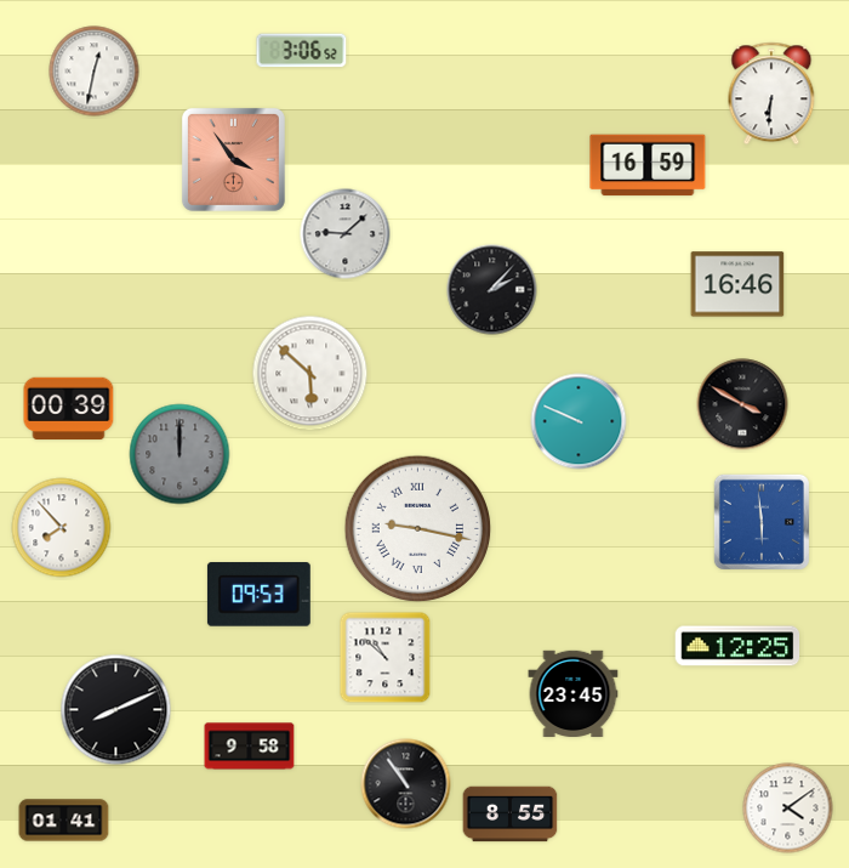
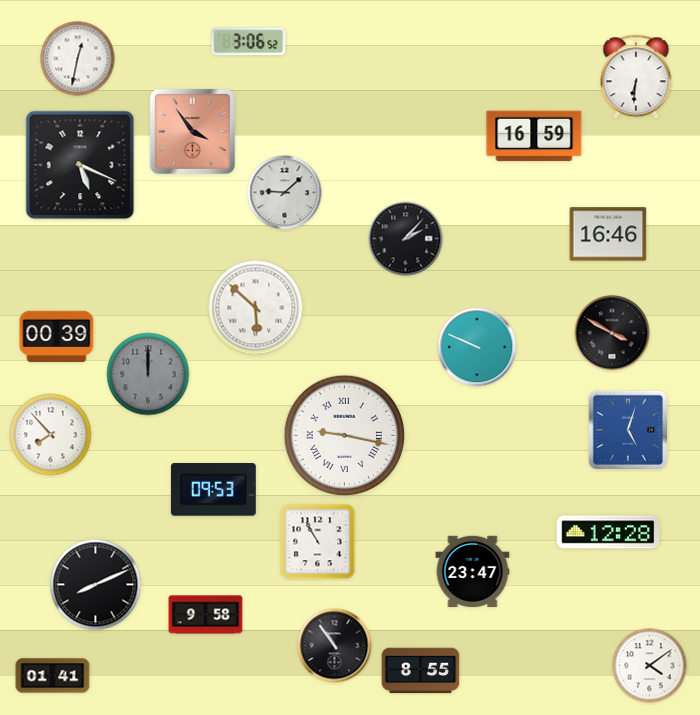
clock at (80, 165): none -> 5:19
clock at (762, 522): 5:59 -> 5:03
clock at (737, 646): 12:25 -> 12:28
clock at (386, 658): 10:52 -> 10:55
clock at (574, 694): 23:45 -> 23:47
